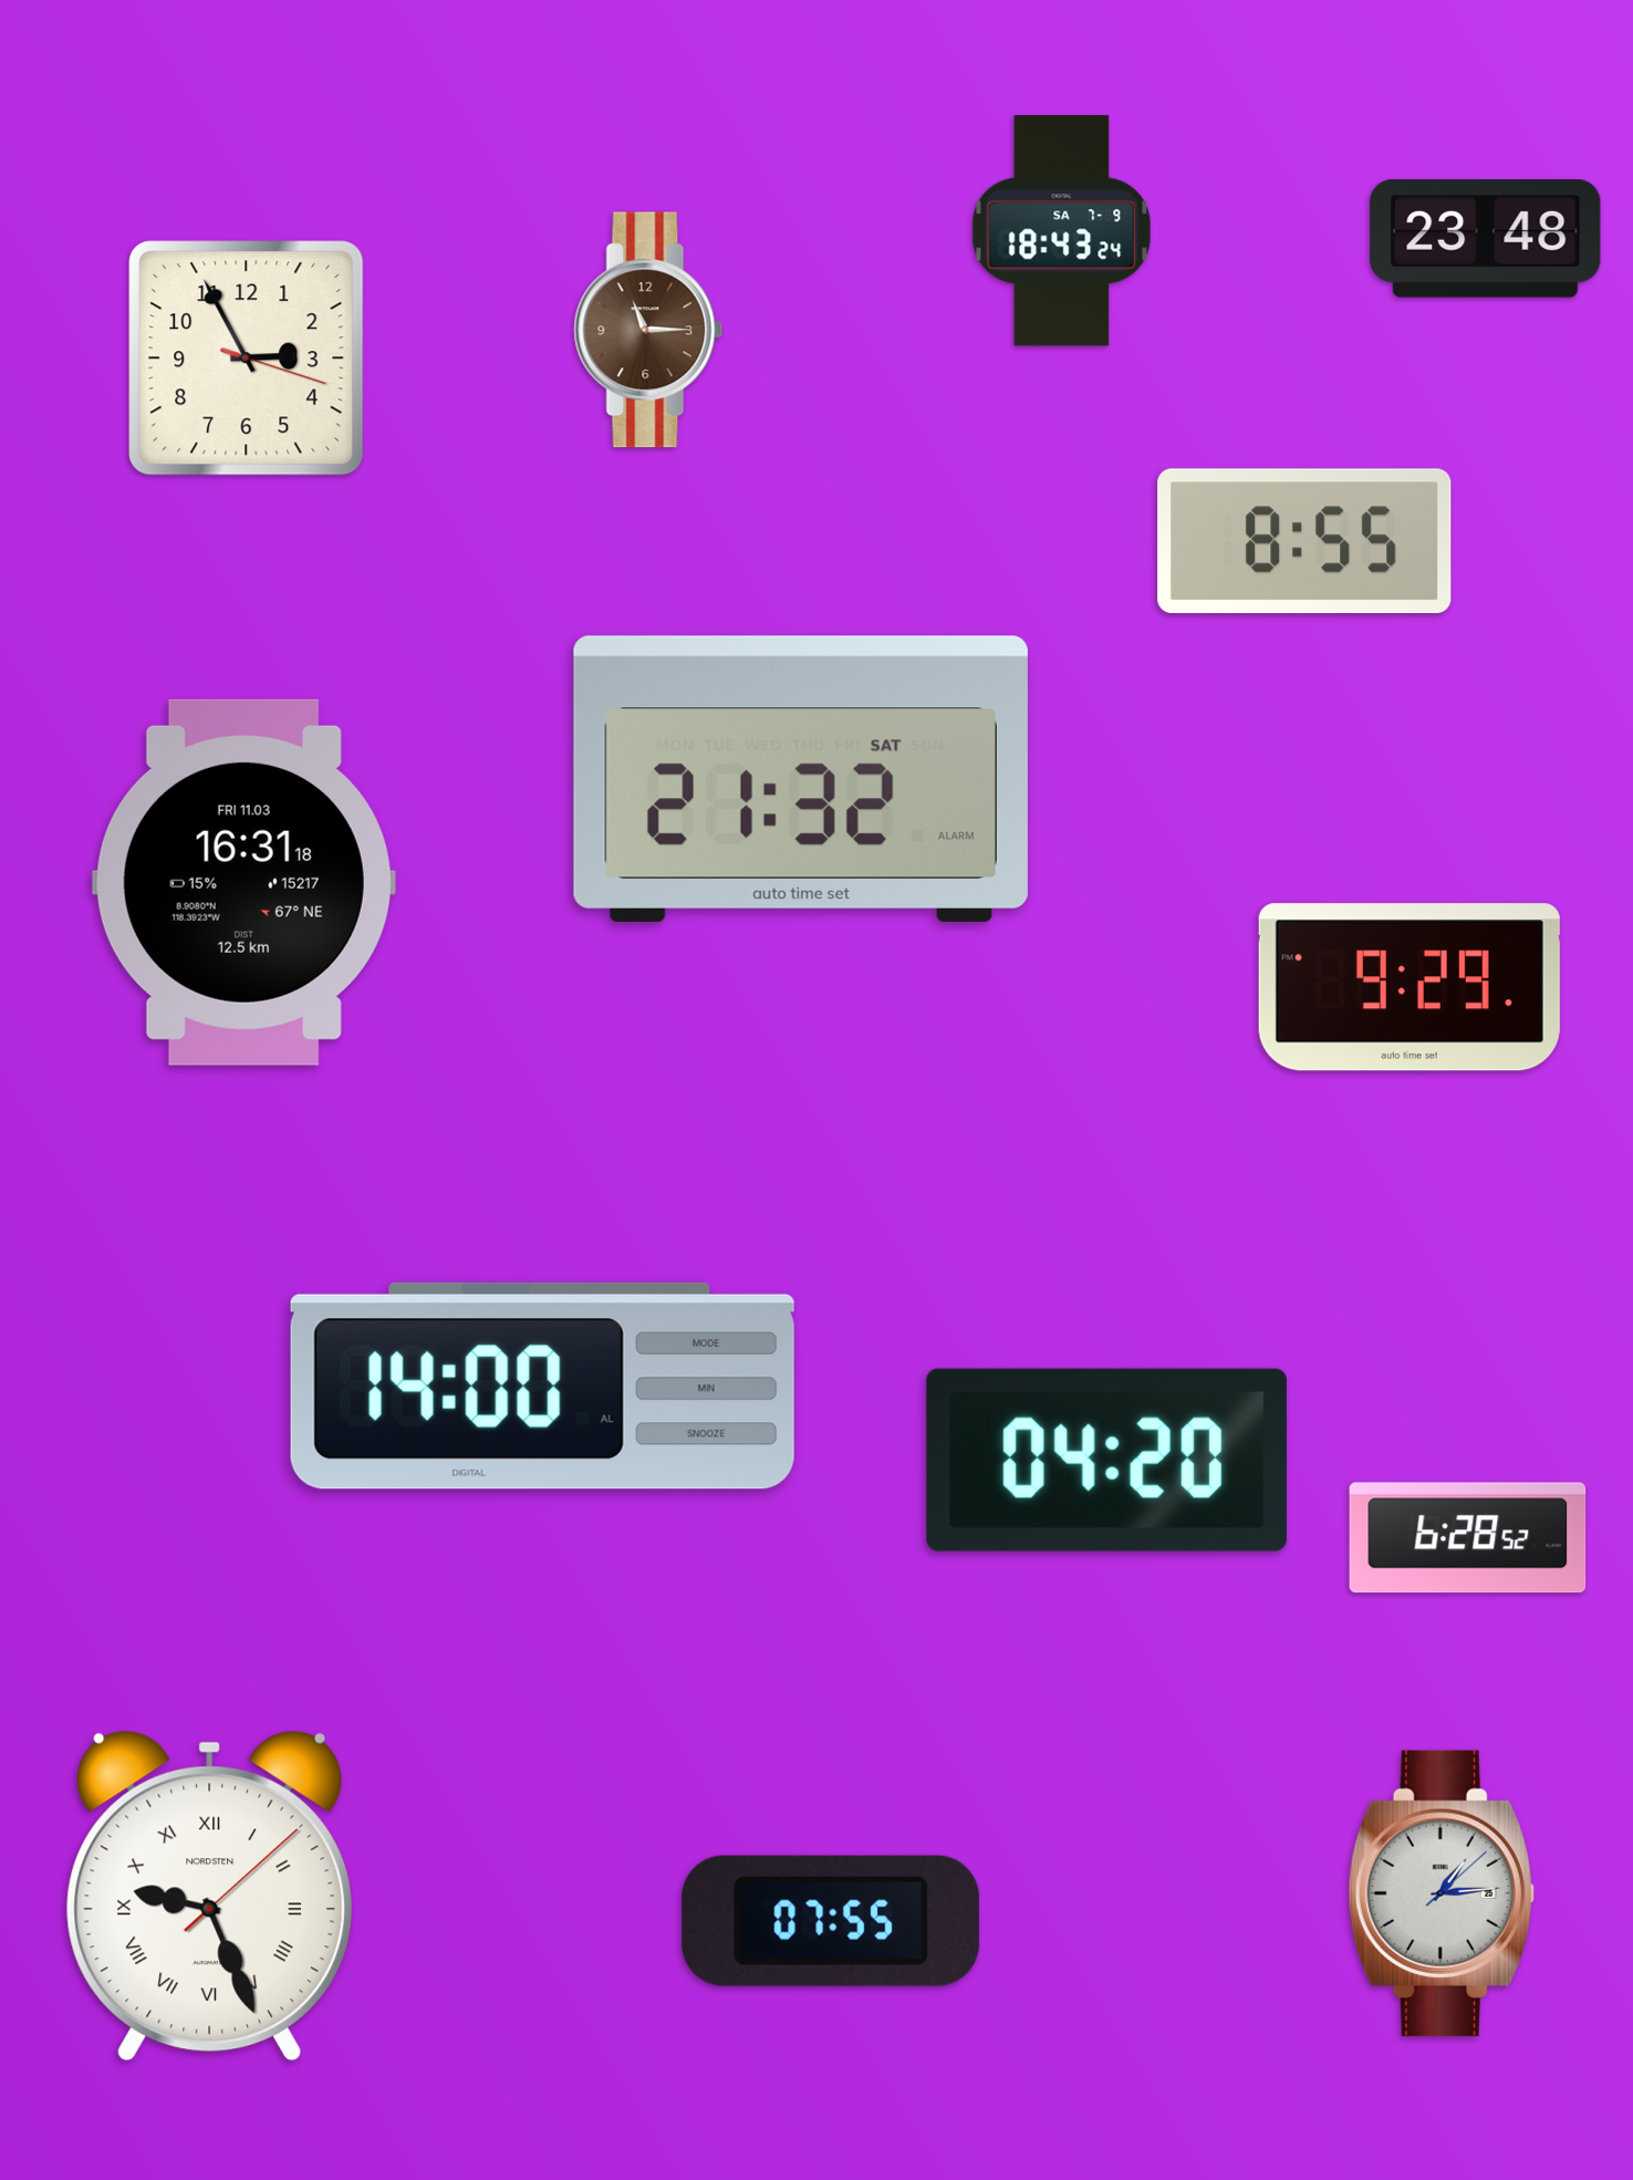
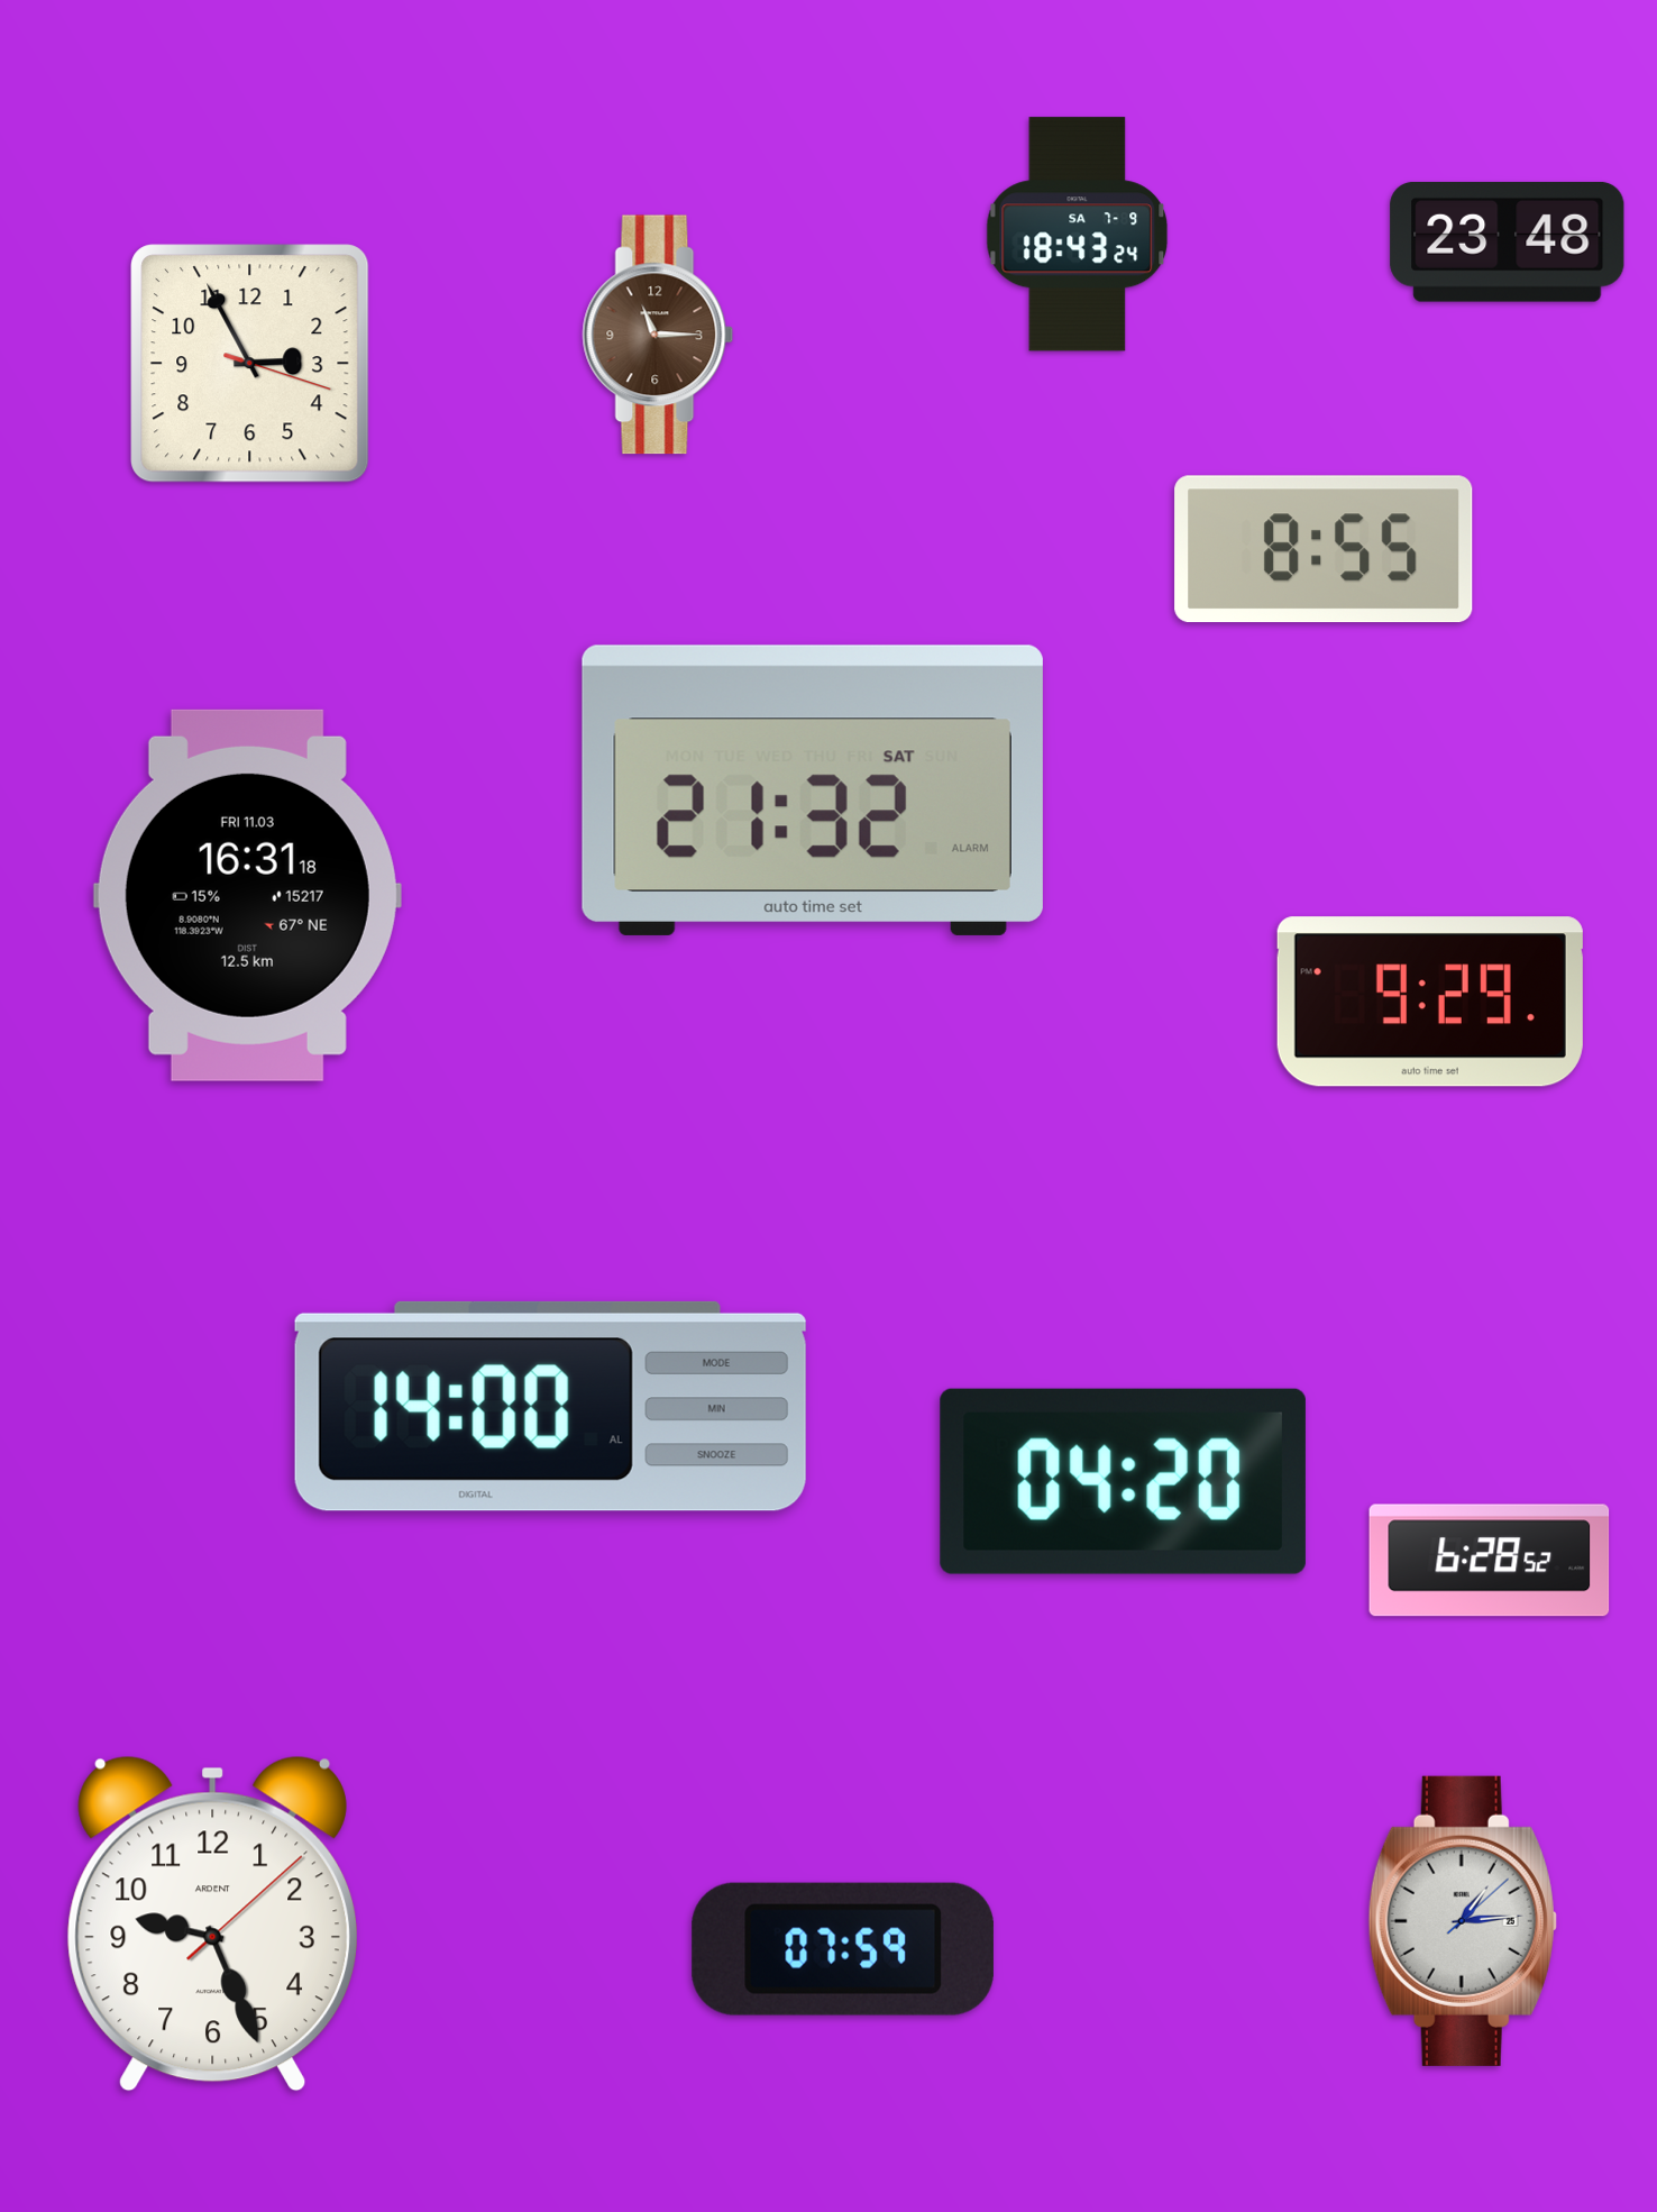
clock at (209, 1896) numerals: Roman -> Arabic
clock at (209, 1896) brand: NORDSTEN -> ARDENT
clock at (831, 1921): 07:55 -> 07:59
